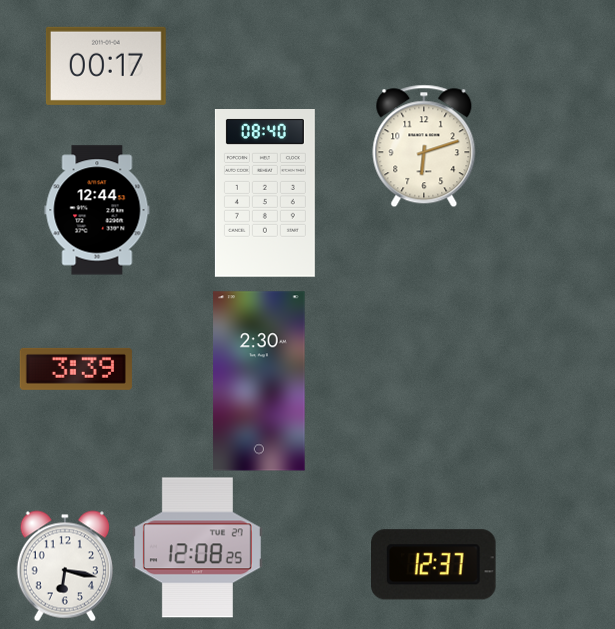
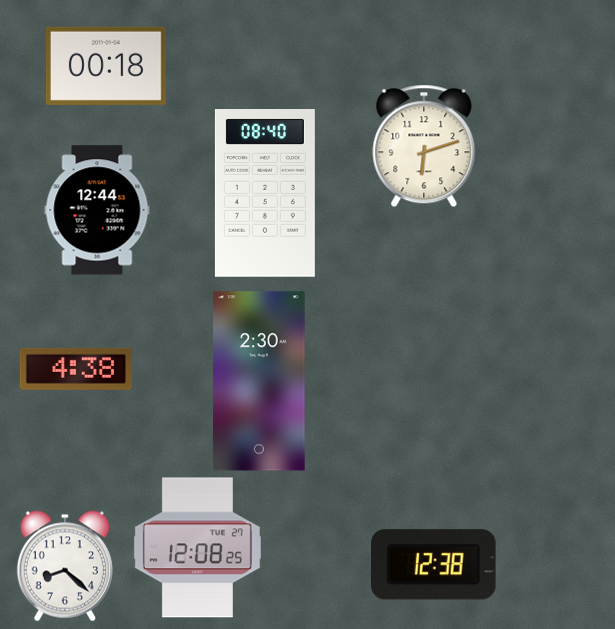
clock at (106, 66): 00:17 -> 00:18
clock at (76, 369): 3:39 -> 4:38
clock at (434, 565): 12:37 -> 12:38
clock at (65, 566): 6:17 -> 8:22
